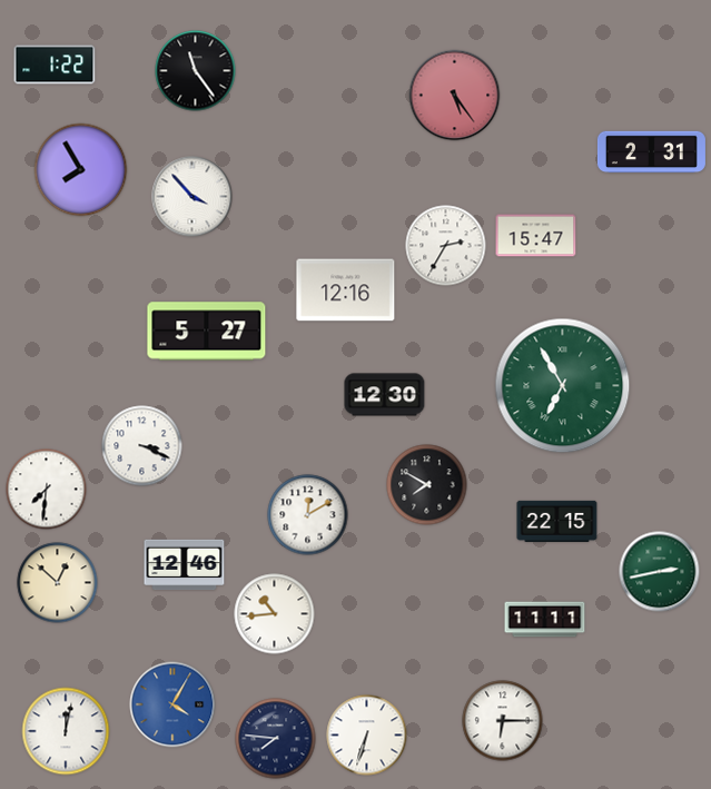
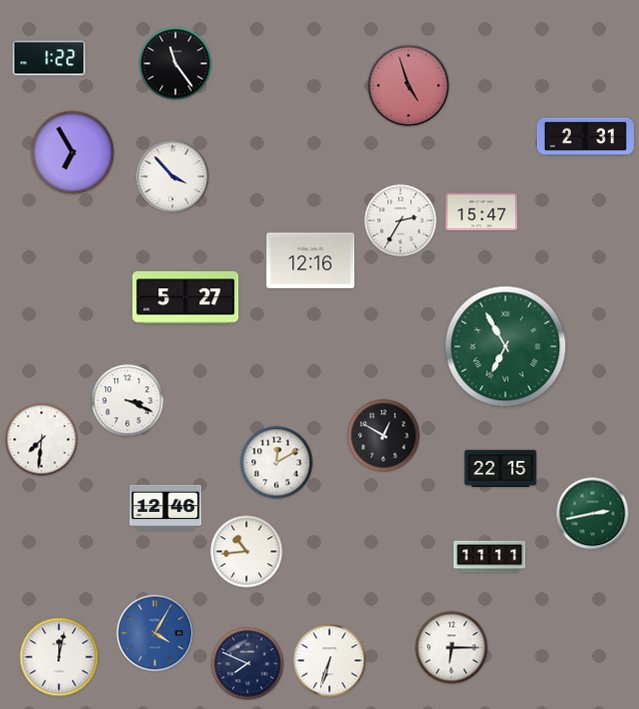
clock at (455, 96): 5:24 -> 4:57
clock at (81, 170): 7:55 -> 6:55
clock at (385, 395): 12:30 -> none
clock at (427, 485): 7:50 -> 12:50
clock at (58, 583): 12:52 -> none
clock at (276, 739): 7:46 -> 7:49
